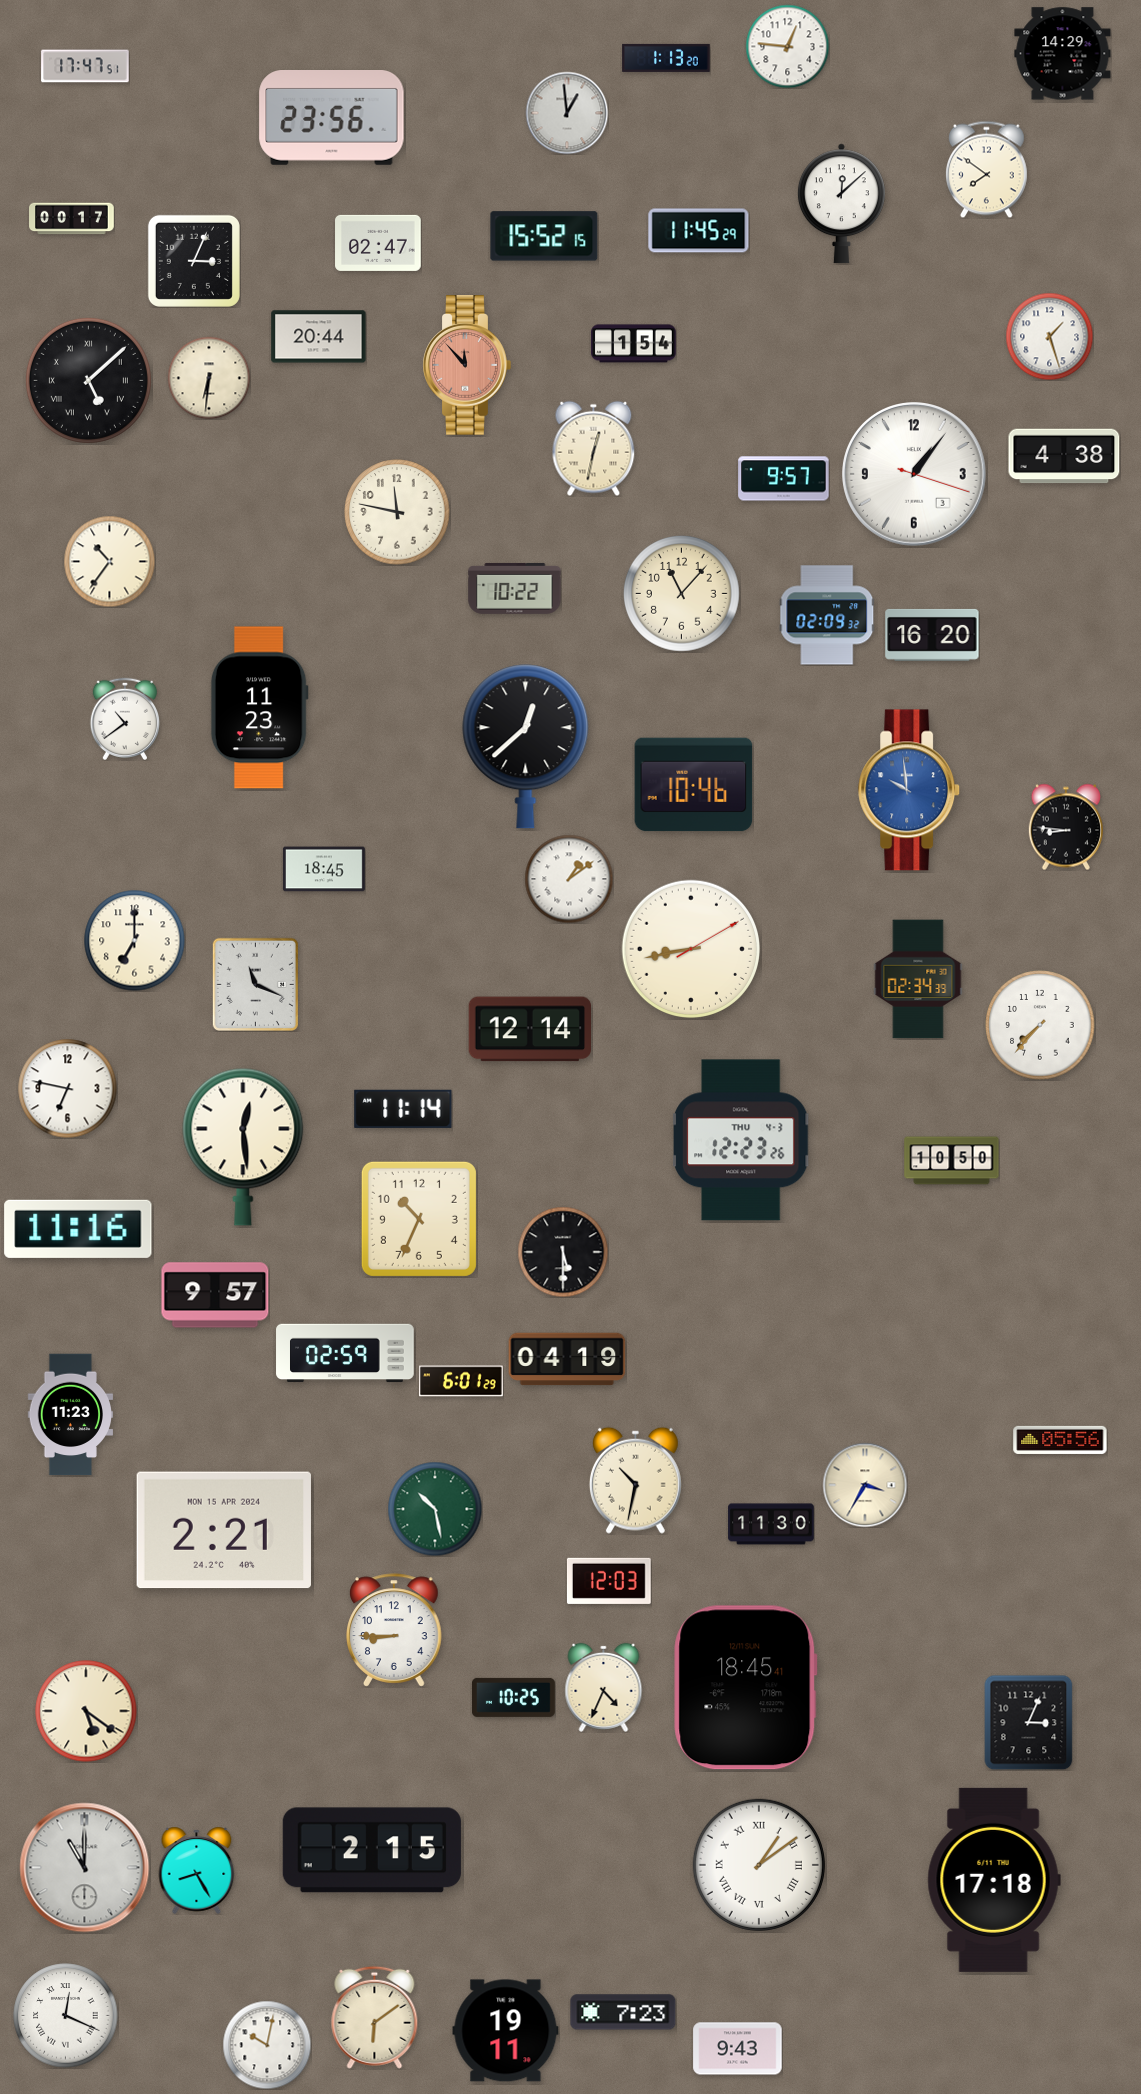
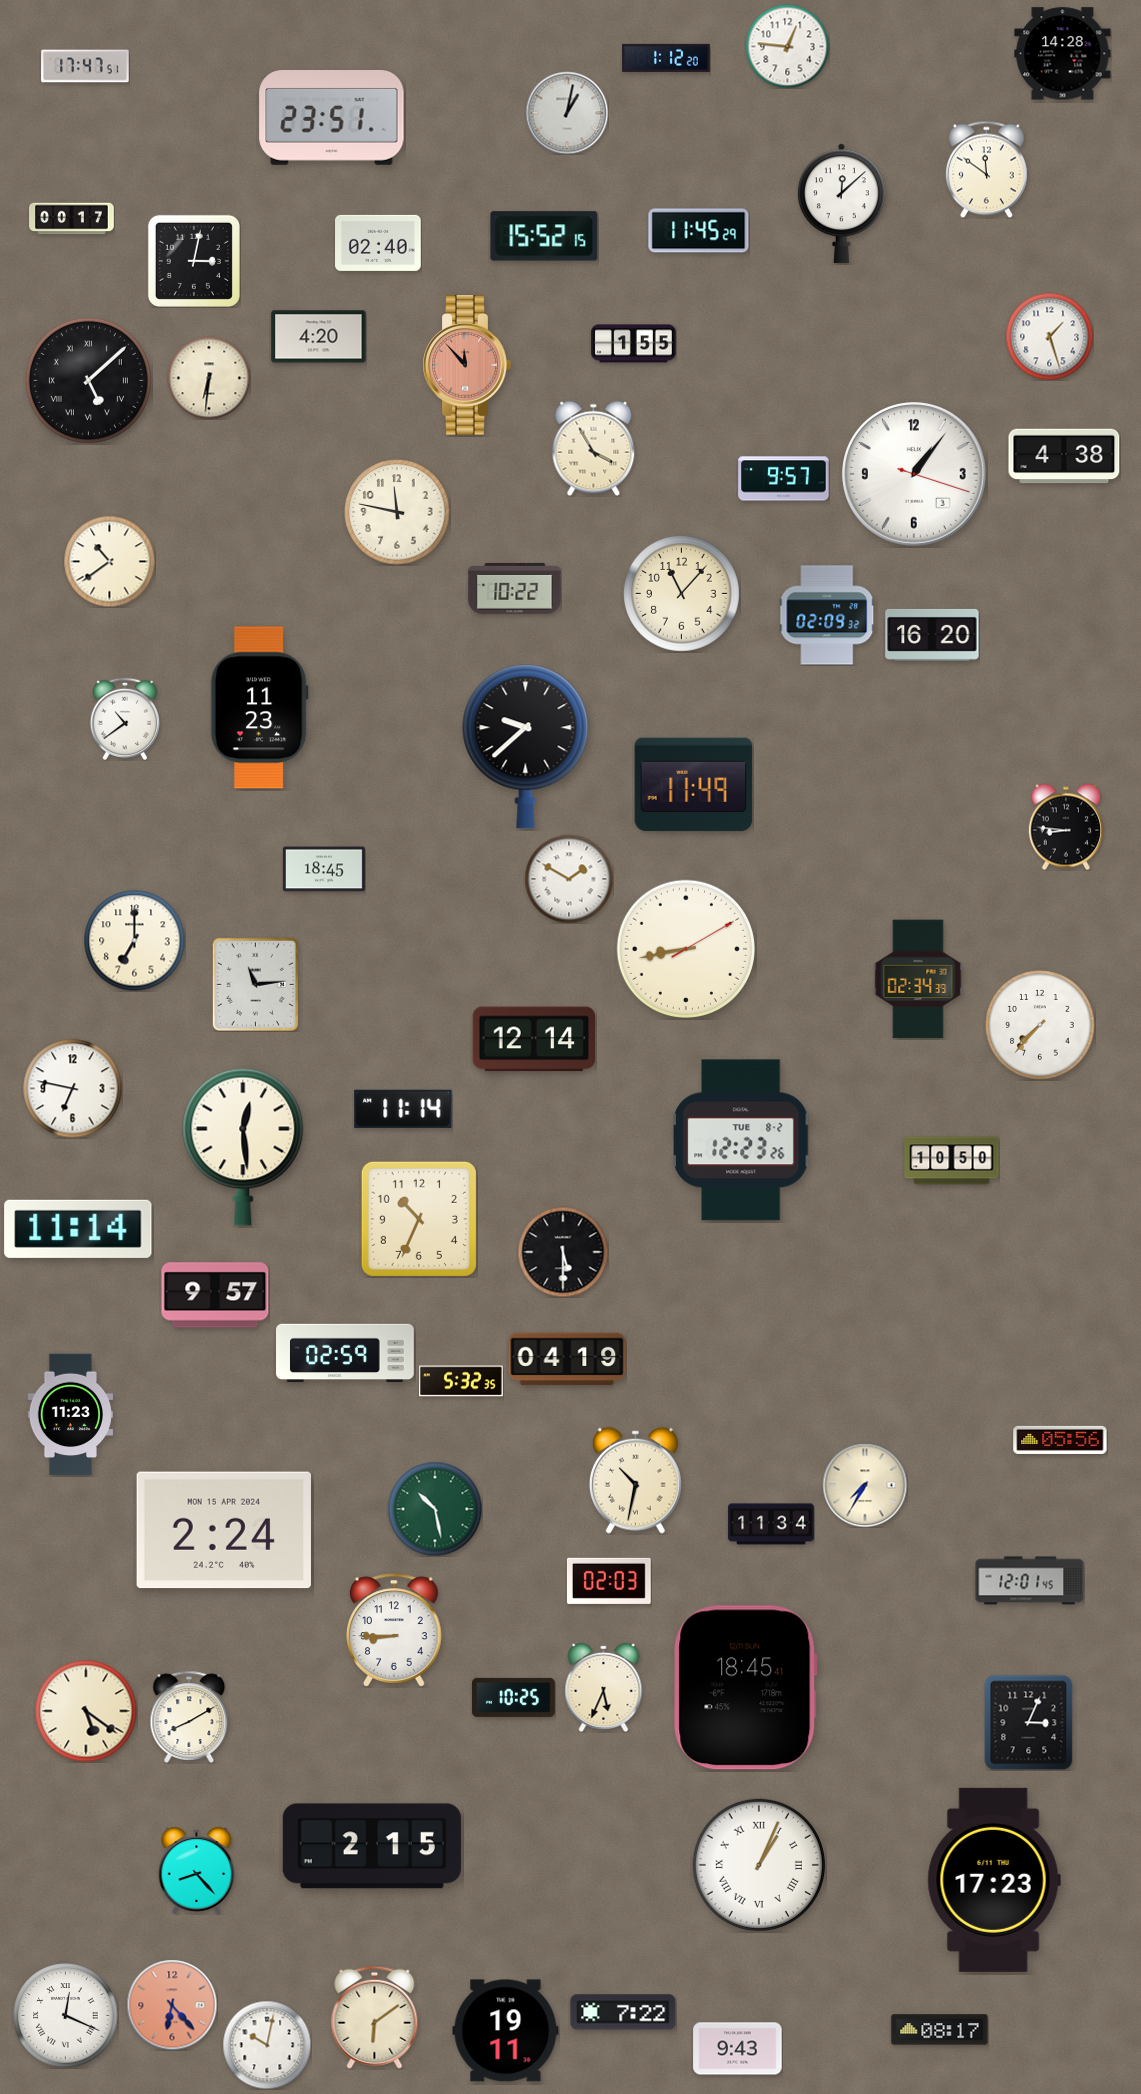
clock at (1063, 54): 14:29 -> 14:28
clock at (666, 58): 1:13 -> 1:12
clock at (567, 113): 12:59 -> 1:02
clock at (332, 118): 23:56 -> 23:51
clock at (987, 169): 7:51 -> 11:51
clock at (378, 243): 02:47 -> 02:40
clock at (194, 261): 3:04 -> 3:02
clock at (319, 337): 20:44 -> 4:20
clock at (634, 344): 1:54 -> 1:55
clock at (594, 448): 12:32 -> 3:55
clock at (109, 561): 10:36 -> 10:39
clock at (526, 747): 12:38 -> 9:38
clock at (694, 785): 10:46 -> 11:49
clock at (910, 790): 9:59 -> none
clock at (569, 879): 1:09 -> 1:50
clock at (690, 948) position: (690, 948) -> (685, 948)
clock at (255, 984): 11:19 -> 11:14
clock at (529, 1029) position: (529, 1029) -> (533, 1039)
clock at (68, 1089) position: (68, 1089) -> (73, 1089)
clock at (741, 1140) date: THU 4-3 -> TUE 8-2
clock at (78, 1229): 11:16 -> 11:14
clock at (462, 1381): 6:01 -> 5:32
clock at (865, 1485): 3:35 -> 7:35
clock at (771, 1524): 11:30 -> 11:34
clock at (224, 1530): 2:21 -> 2:24
clock at (609, 1581): 12:03 -> 02:03
clock at (1030, 1581): none -> 12:01
clock at (604, 1687): 4:34 -> 5:34
clock at (189, 1717): none -> 8:10
clock at (372, 1850) position: (372, 1850) -> (372, 1846)
clock at (759, 1865): 1:09 -> 1:04
clock at (85, 1868): 11:00 -> none
clock at (197, 1870): 8:25 -> 8:23
clock at (994, 1880): 17:18 -> 17:23
clock at (172, 2005): none -> 6:23
clock at (623, 2012): 7:23 -> 7:22
clock at (940, 2030): none -> 08:17
